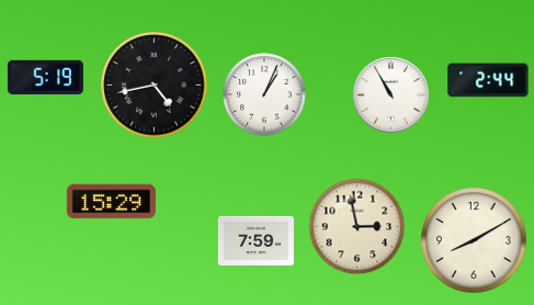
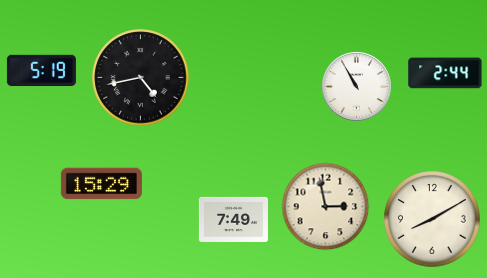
clock at (264, 94): 1:04 -> none
clock at (255, 240): 7:59 -> 7:49
